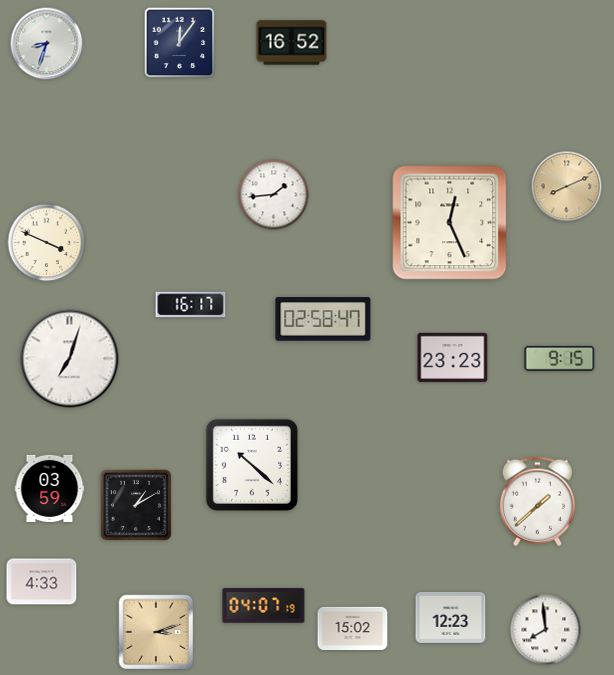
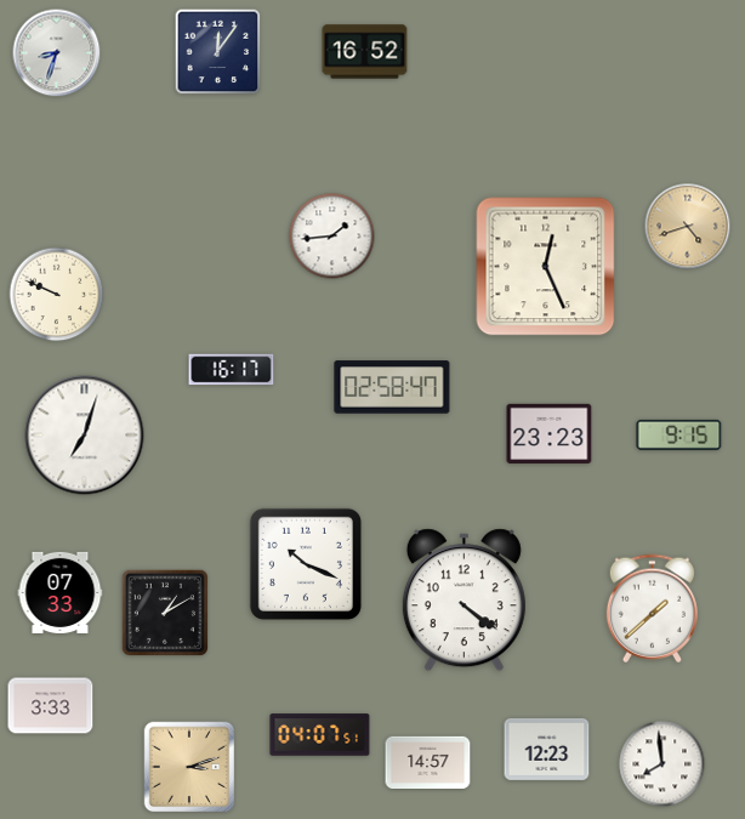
clock at (292, 43) position: (292, 43) -> (365, 52)
clock at (567, 187): 8:11 -> 4:42
clock at (450, 223) position: (450, 223) -> (546, 267)
clock at (47, 243): 3:49 -> 9:49
clock at (252, 465): 10:22 -> 10:19
clock at (50, 488): 03:59 -> 07:33
clock at (464, 601): none -> 4:21
clock at (42, 582): 4:33 -> 3:33
clock at (264, 606): 04:07:19 -> 04:07:51
clock at (353, 628): 15:02 -> 14:57
